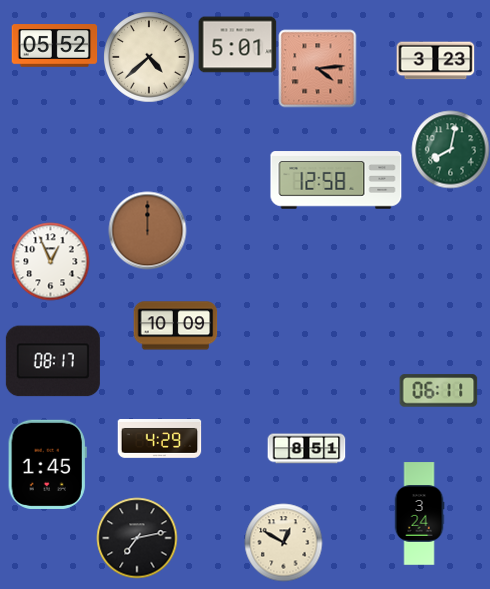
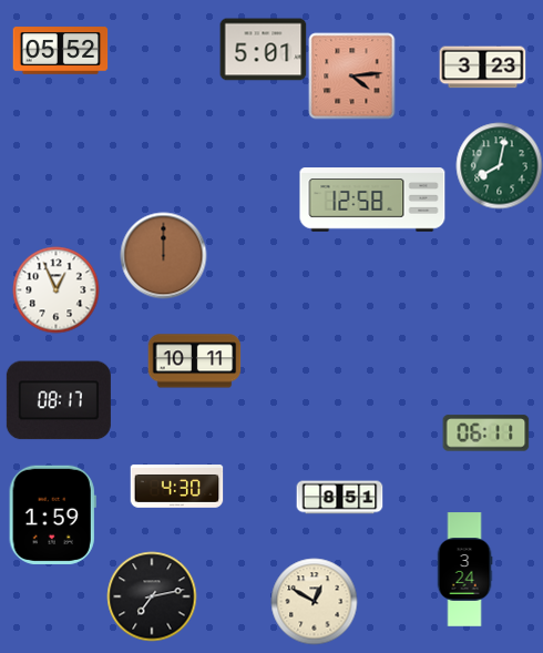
clock at (149, 57): 4:38 -> none
clock at (175, 326): 10:09 -> 10:11
clock at (159, 439): 4:29 -> 4:30
clock at (47, 464): 1:45 -> 1:59
